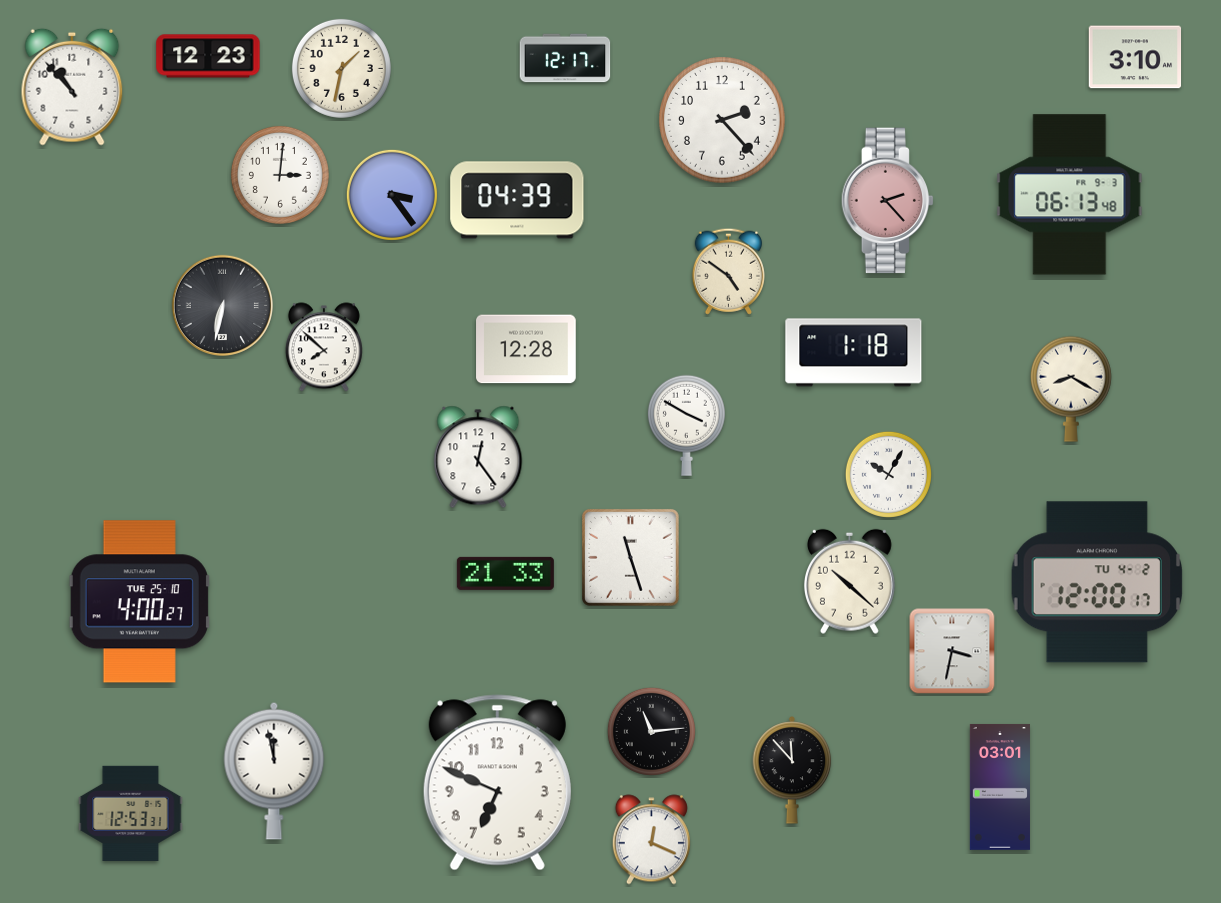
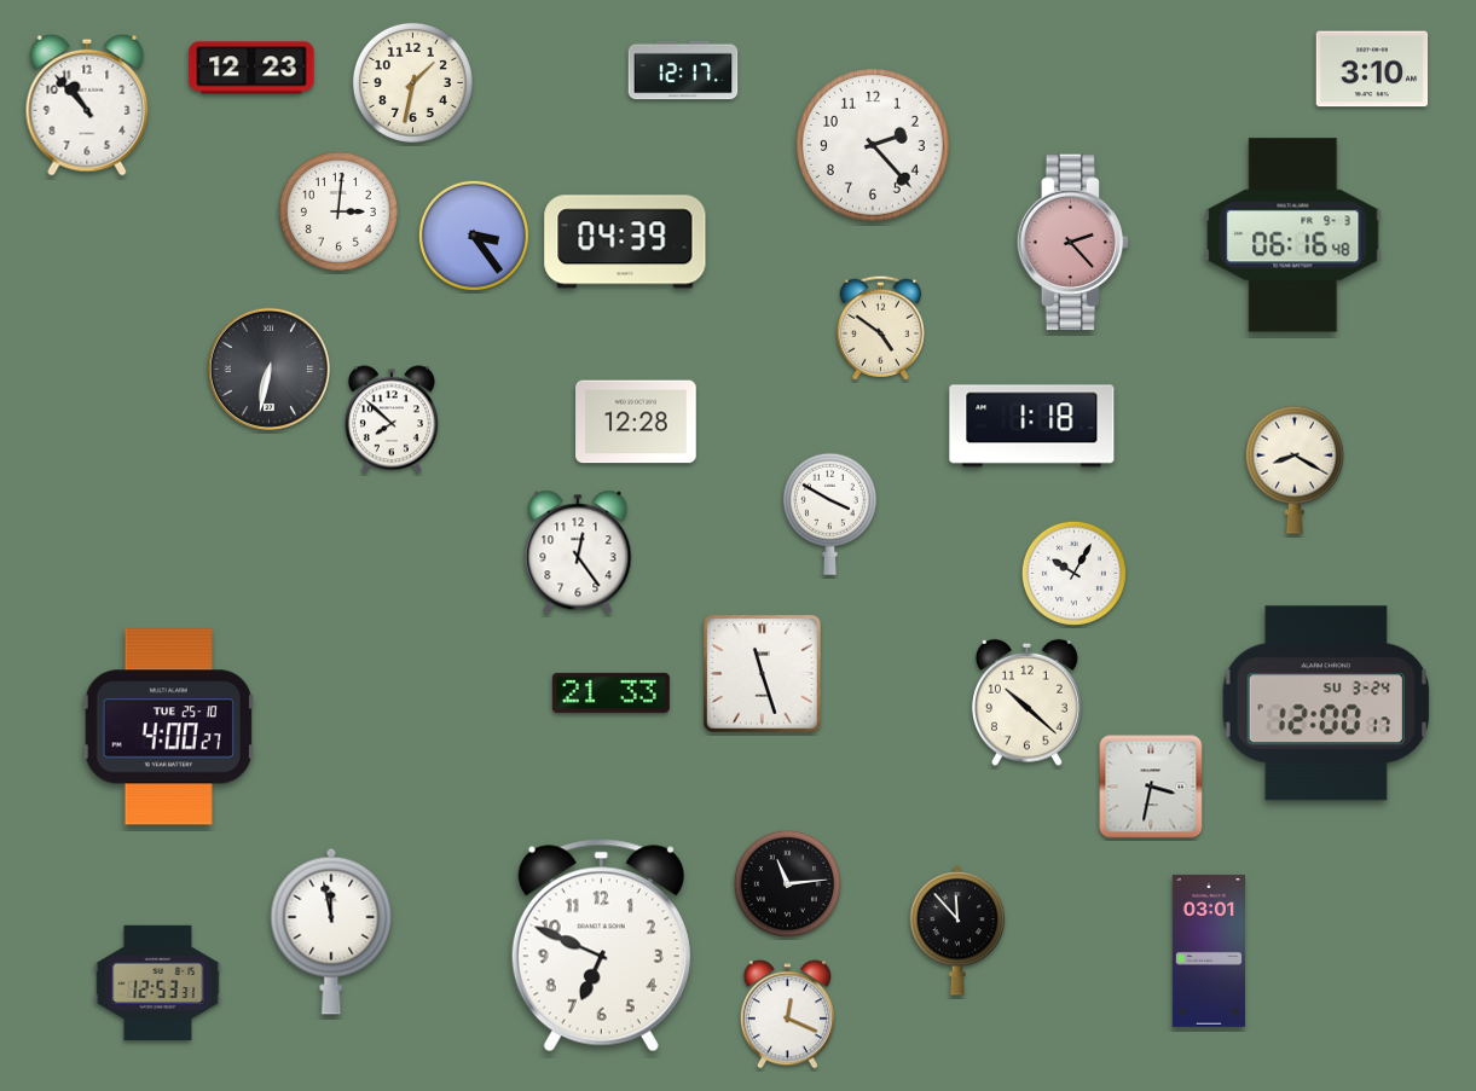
clock at (1070, 195): 06:13 -> 06:16
clock at (1096, 582) date: TU 4-2 -> SU 3-24
